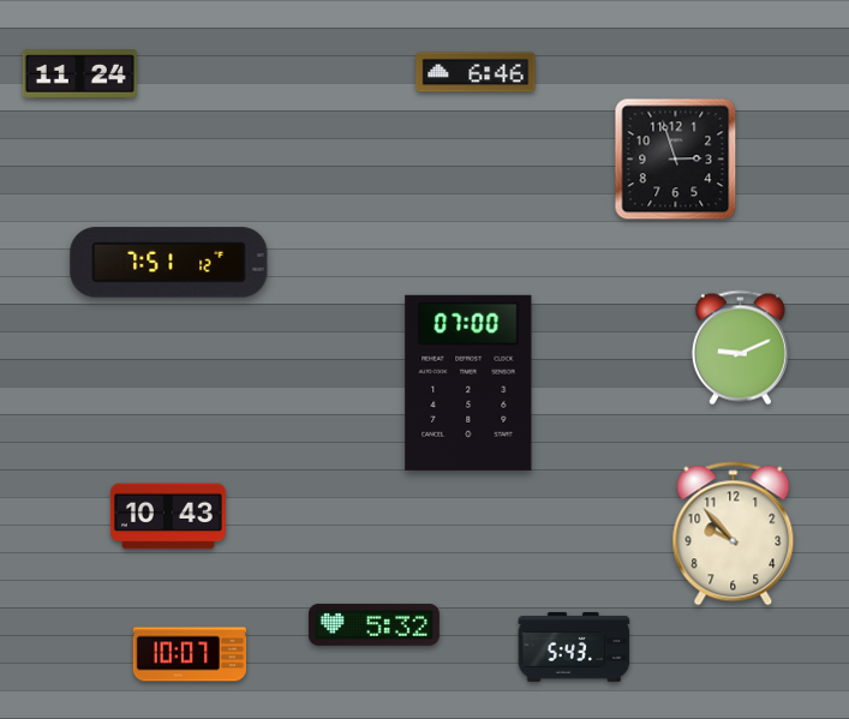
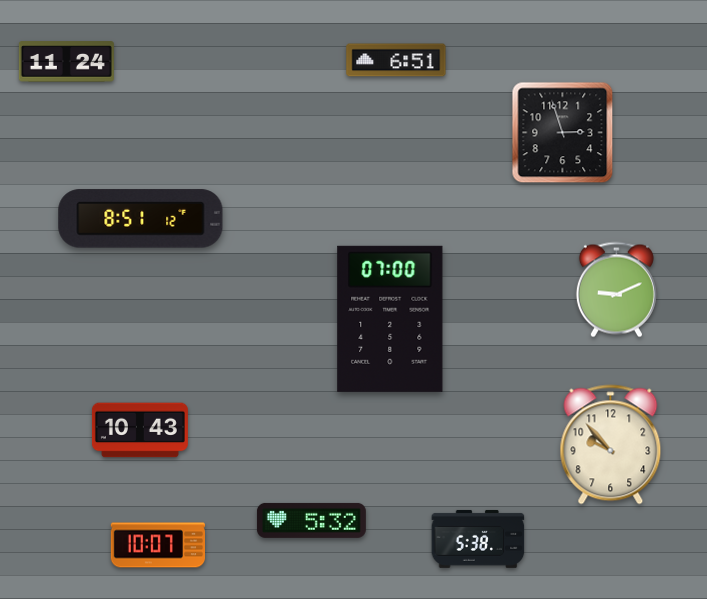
clock at (476, 72): 6:46 -> 6:51
clock at (169, 263): 7:51 -> 8:51
clock at (574, 647): 5:43 -> 5:38
